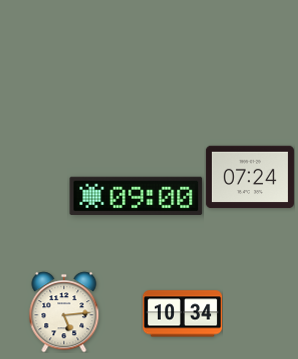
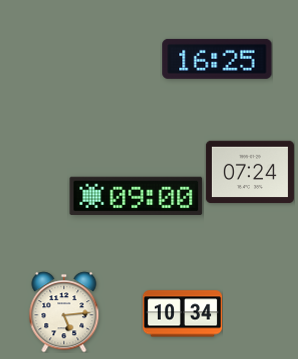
clock at (217, 59): none -> 16:25
clock at (250, 177) position: (250, 177) -> (250, 172)
